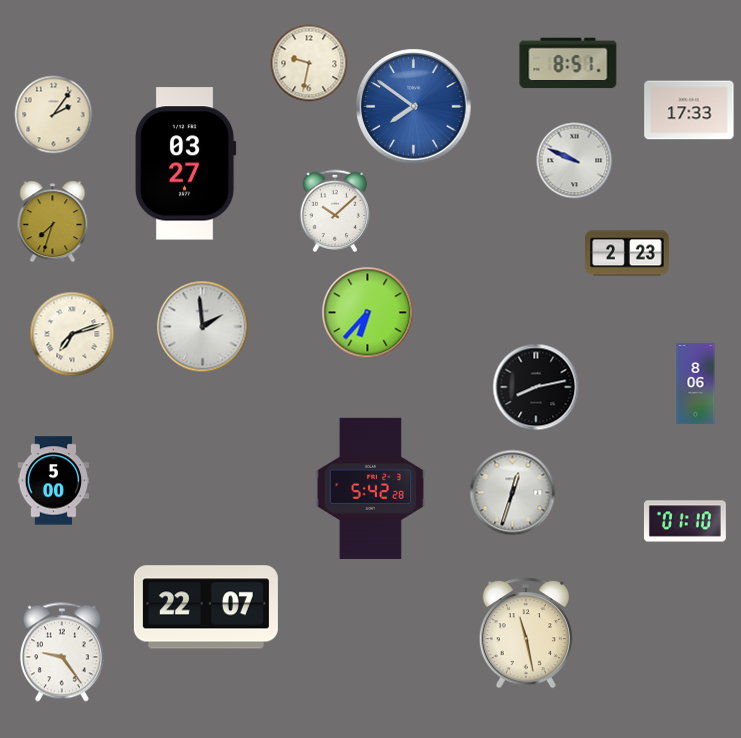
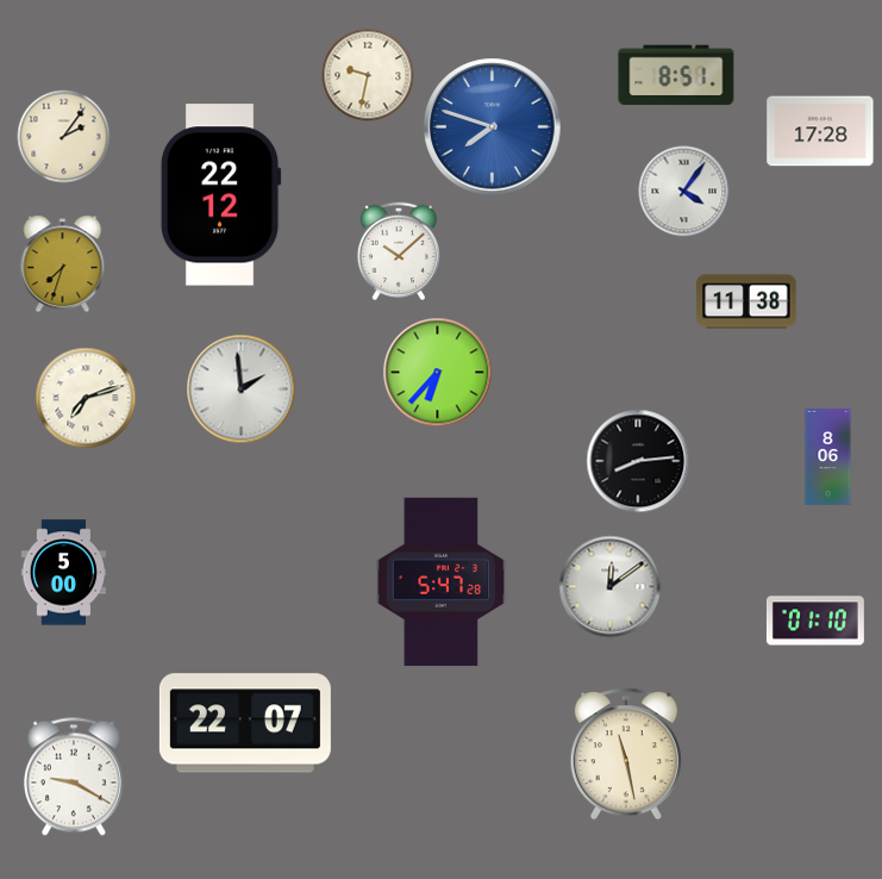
clock at (414, 107): 7:51 -> 7:48
clock at (689, 110): 17:33 -> 17:28
clock at (575, 161): 9:49 -> 4:06
clock at (185, 164): 03:27 -> 22:12
clock at (628, 253): 2:23 -> 11:38
clock at (536, 387): 8:13 -> 8:14
clock at (371, 488): 5:42 -> 5:47
clock at (513, 493): 12:33 -> 12:09
clock at (62, 652): 9:24 -> 9:20
